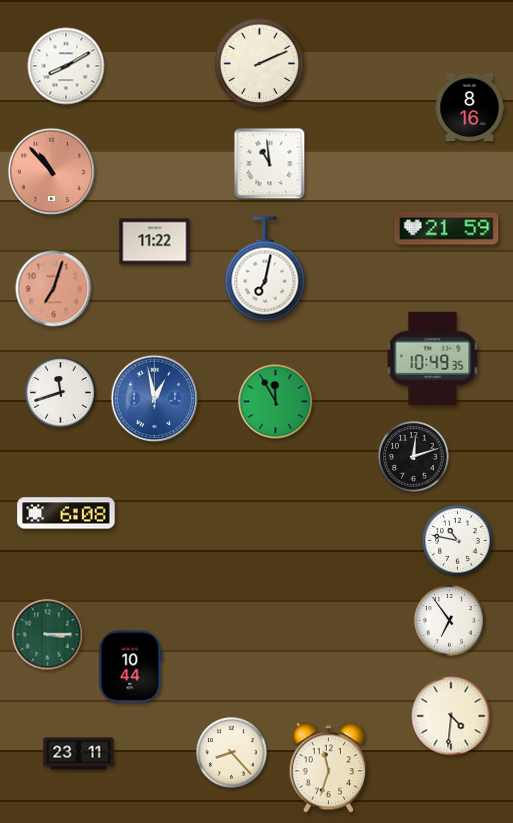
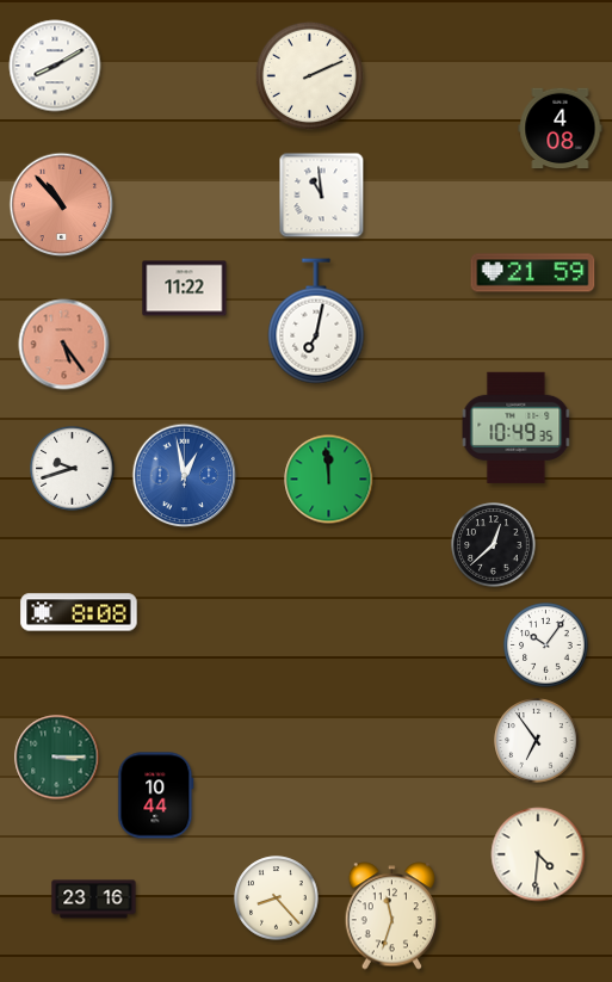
clock at (66, 66) position: (66, 66) -> (55, 66)
clock at (470, 108): 8:16 -> 4:08
clock at (54, 289): 7:03 -> 5:24
clock at (61, 393): 11:42 -> 9:42
clock at (276, 402): 11:55 -> 11:59
clock at (414, 457): 12:12 -> 12:38
clock at (66, 513): 6:08 -> 8:08
clock at (458, 541): 10:47 -> 10:06
clock at (79, 754): 23:11 -> 23:16
